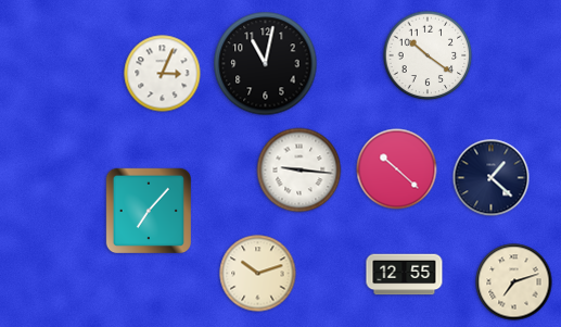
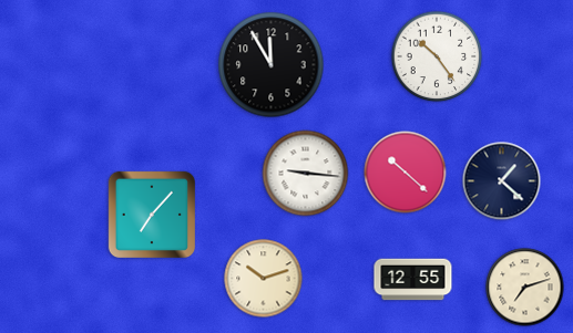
clock at (428, 55): 10:21 -> 10:24
clock at (266, 64): 11:02 -> 11:55
clock at (163, 74): 3:04 -> none
